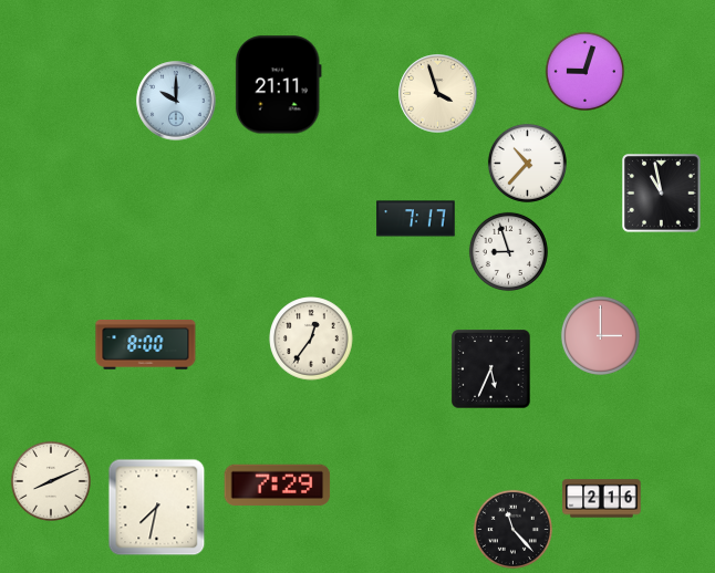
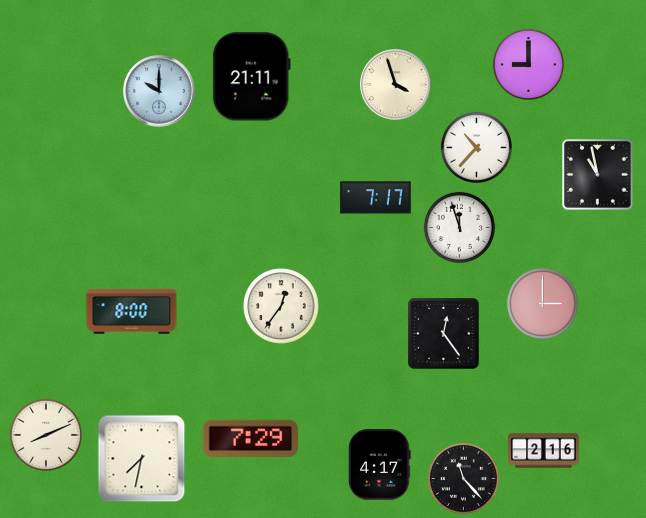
clock at (584, 71): 9:03 -> 9:00
clock at (508, 251): 8:57 -> 11:57
clock at (491, 369): 5:34 -> 12:24
clock at (380, 465): none -> 4:17
